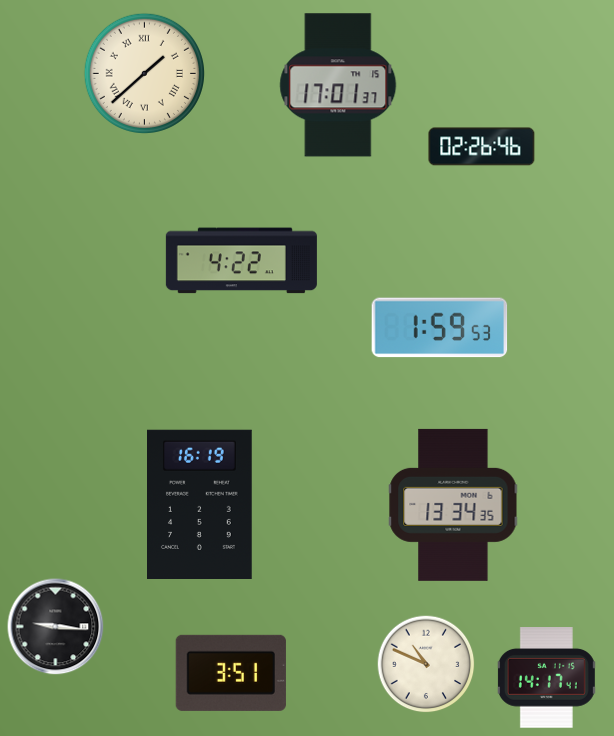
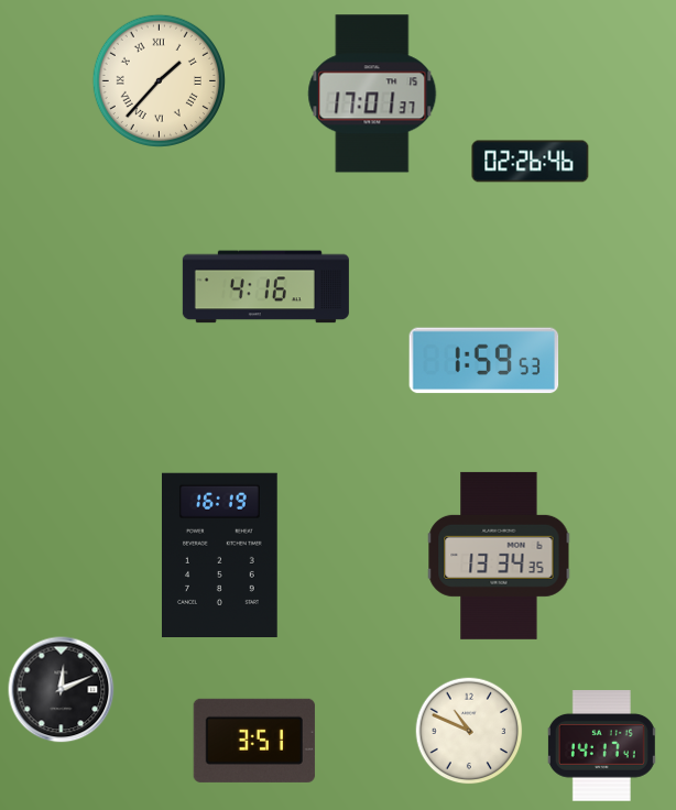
clock at (144, 73): 1:38 -> 1:37
clock at (241, 261): 4:22 -> 4:16
clock at (56, 627): 9:16 -> 12:11
